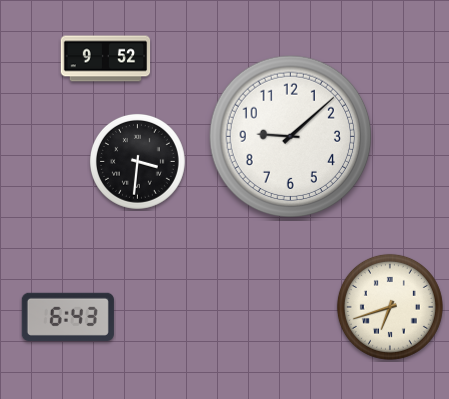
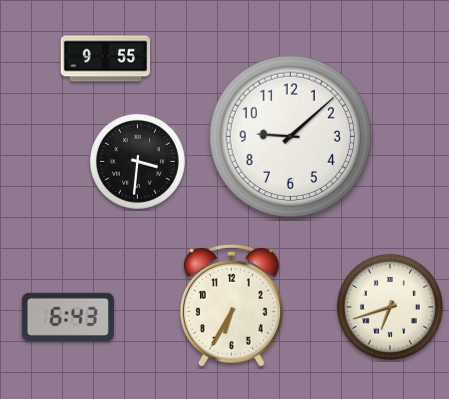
clock at (106, 59): 9:52 -> 9:55
clock at (231, 305): none -> 6:35
